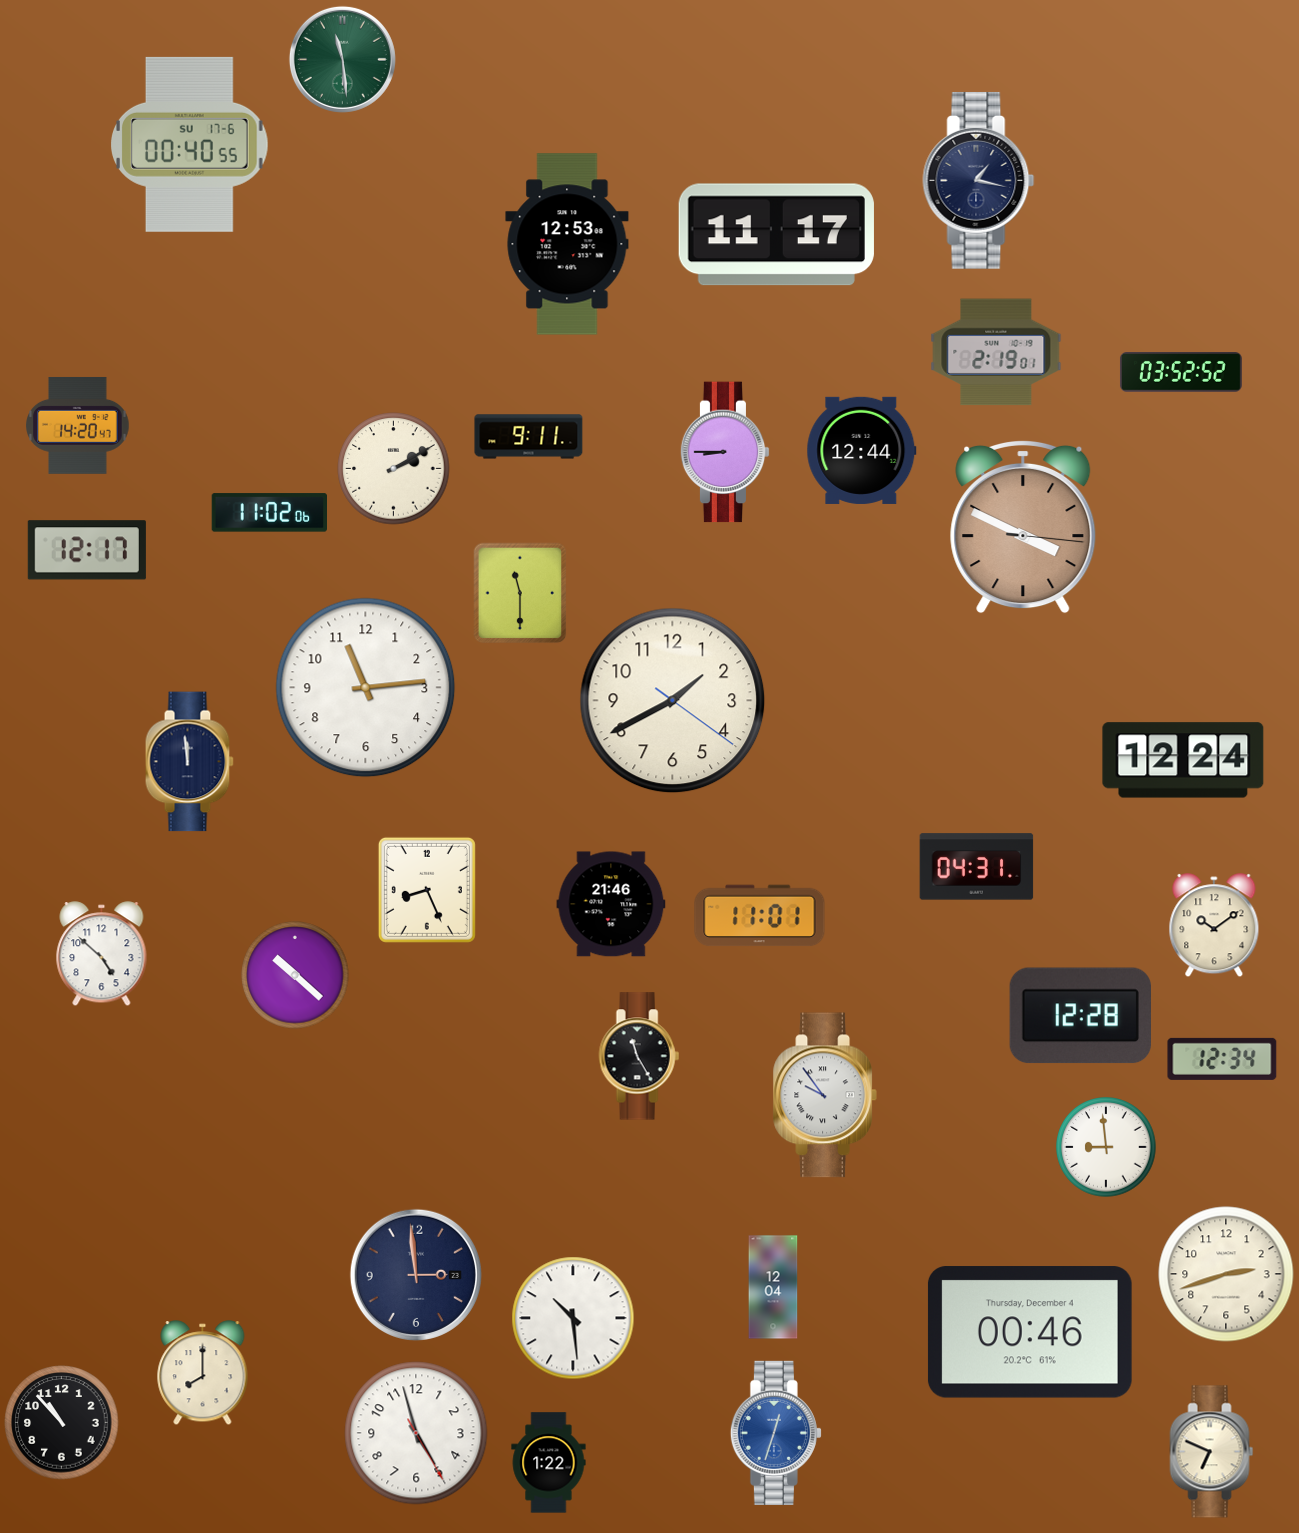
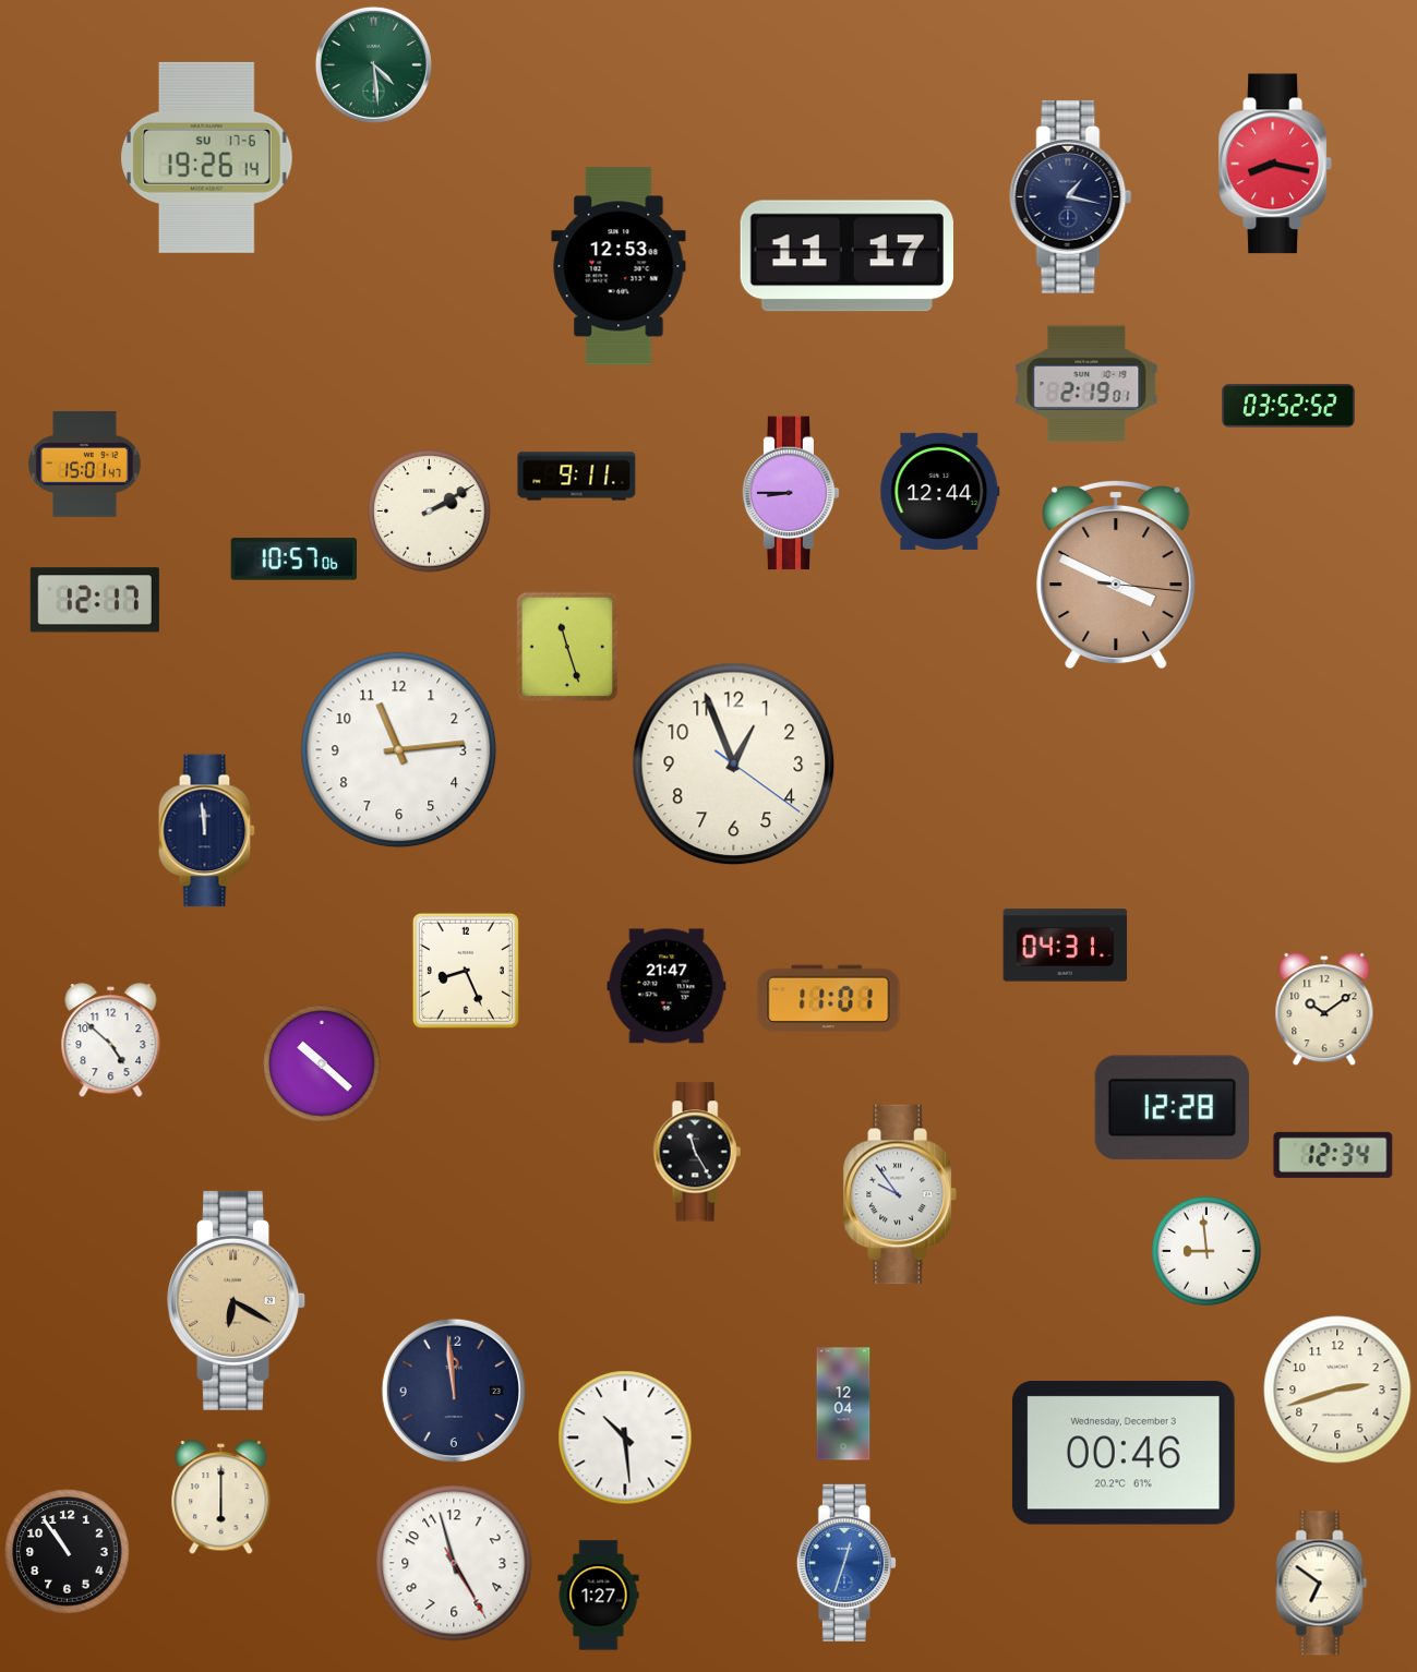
clock at (342, 59): 11:29 -> 4:29
clock at (190, 144): 00:40 -> 19:26
clock at (1275, 164): none -> 8:17
clock at (979, 180) position: (979, 180) -> (1071, 196)
clock at (78, 425): 14:20 -> 15:01
clock at (269, 513): 11:02 -> 10:57
clock at (520, 593): 11:30 -> 11:27
clock at (673, 701): 1:40 -> 12:56
clock at (1183, 760): 12:24 -> none
clock at (611, 904): 21:46 -> 21:47
clock at (1080, 1016) position: (1080, 1016) -> (1172, 1108)
clock at (237, 1300): none -> 6:20
clock at (416, 1275): 2:59 -> 11:59
clock at (1030, 1332) date: Thursday, December 4 -> Wednesday, December 3
clock at (203, 1373): 8:00 -> 6:00
clock at (62, 1423): 10:53 -> 10:54
clock at (1212, 1452): 6:49 -> 6:51
clock at (549, 1463): 1:22 -> 1:27
